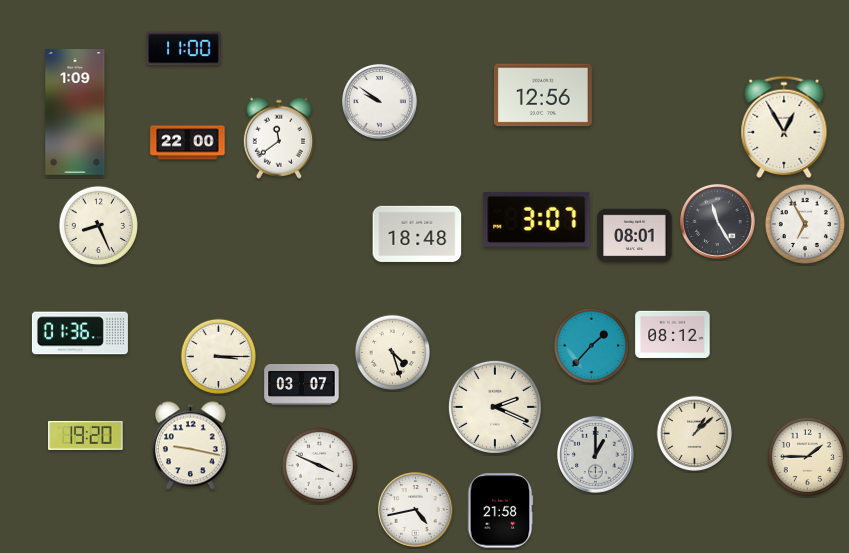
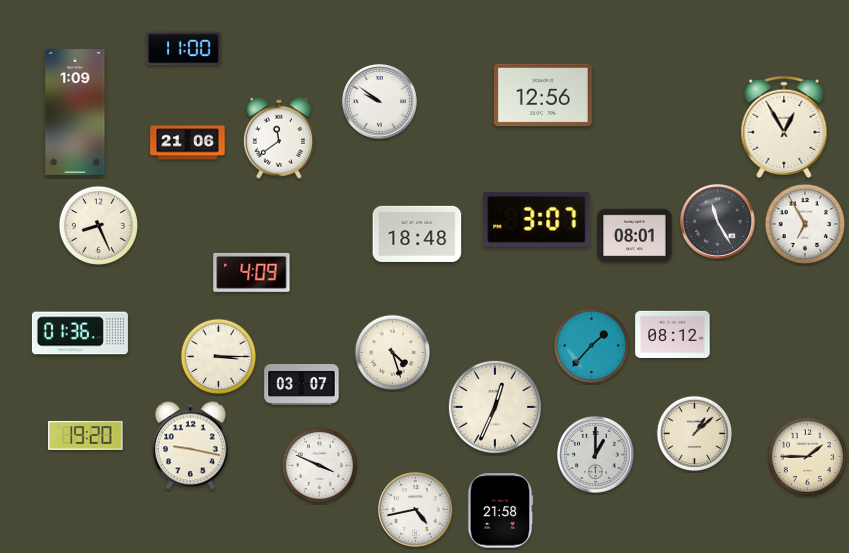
clock at (188, 143): 22:00 -> 21:06
clock at (252, 272): none -> 4:09
clock at (495, 407): 2:19 -> 12:34
